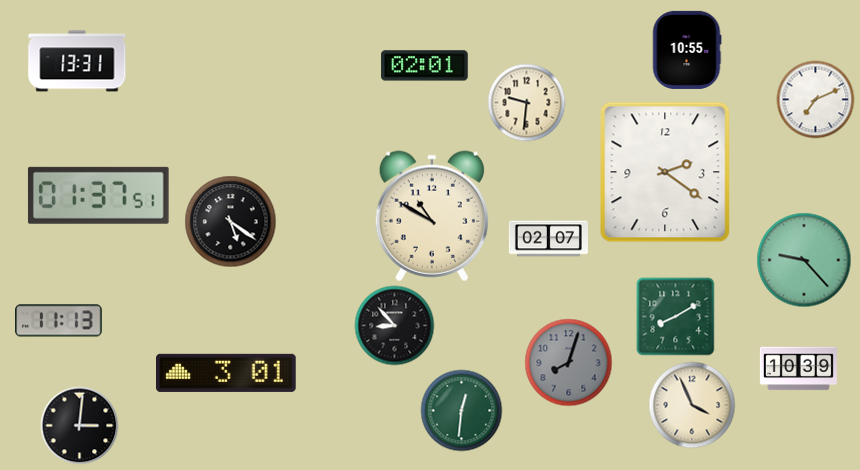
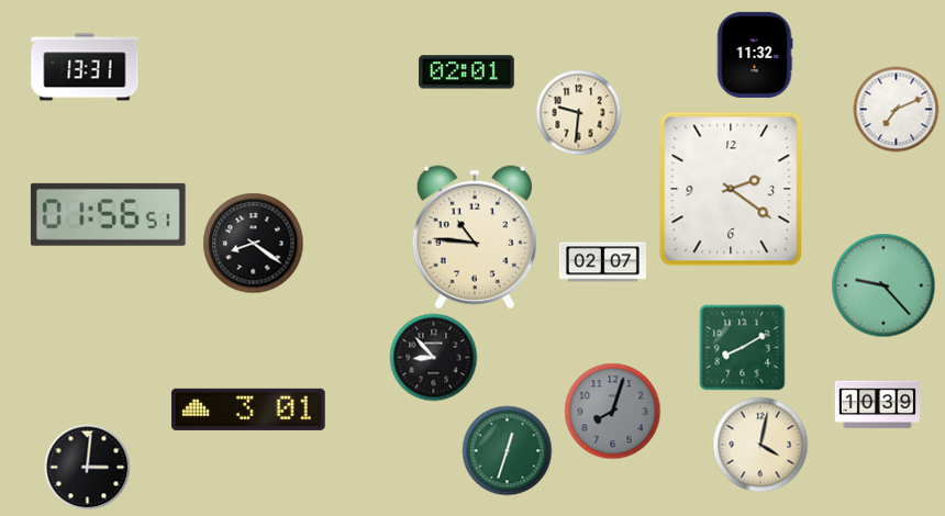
clock at (687, 50): 10:55 -> 11:32
clock at (98, 195): 01:37 -> 01:56
clock at (432, 216): 10:50 -> 10:46
clock at (230, 221): 5:21 -> 8:21
clock at (59, 321): 11:13 -> none
clock at (568, 362) position: (568, 362) -> (612, 411)
clock at (692, 405): 3:56 -> 4:02
clock at (461, 410): 12:31 -> 12:33
